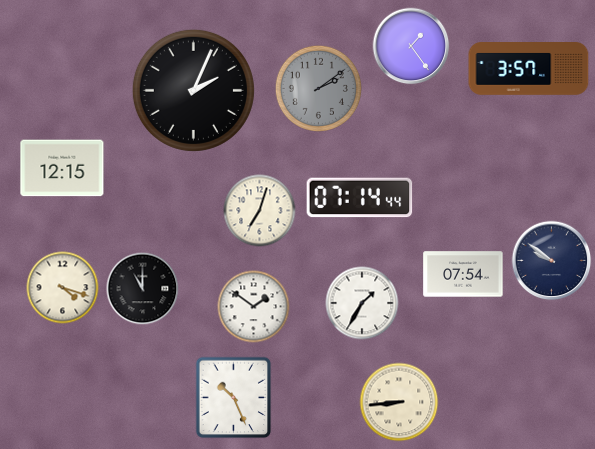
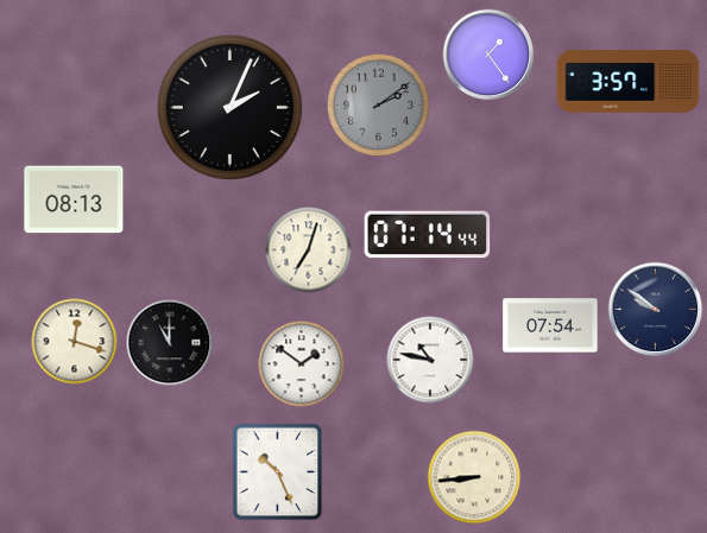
clock at (62, 168): 12:15 -> 08:13
clock at (63, 288): 4:18 -> 12:18
clock at (362, 303): 1:35 -> 10:47
